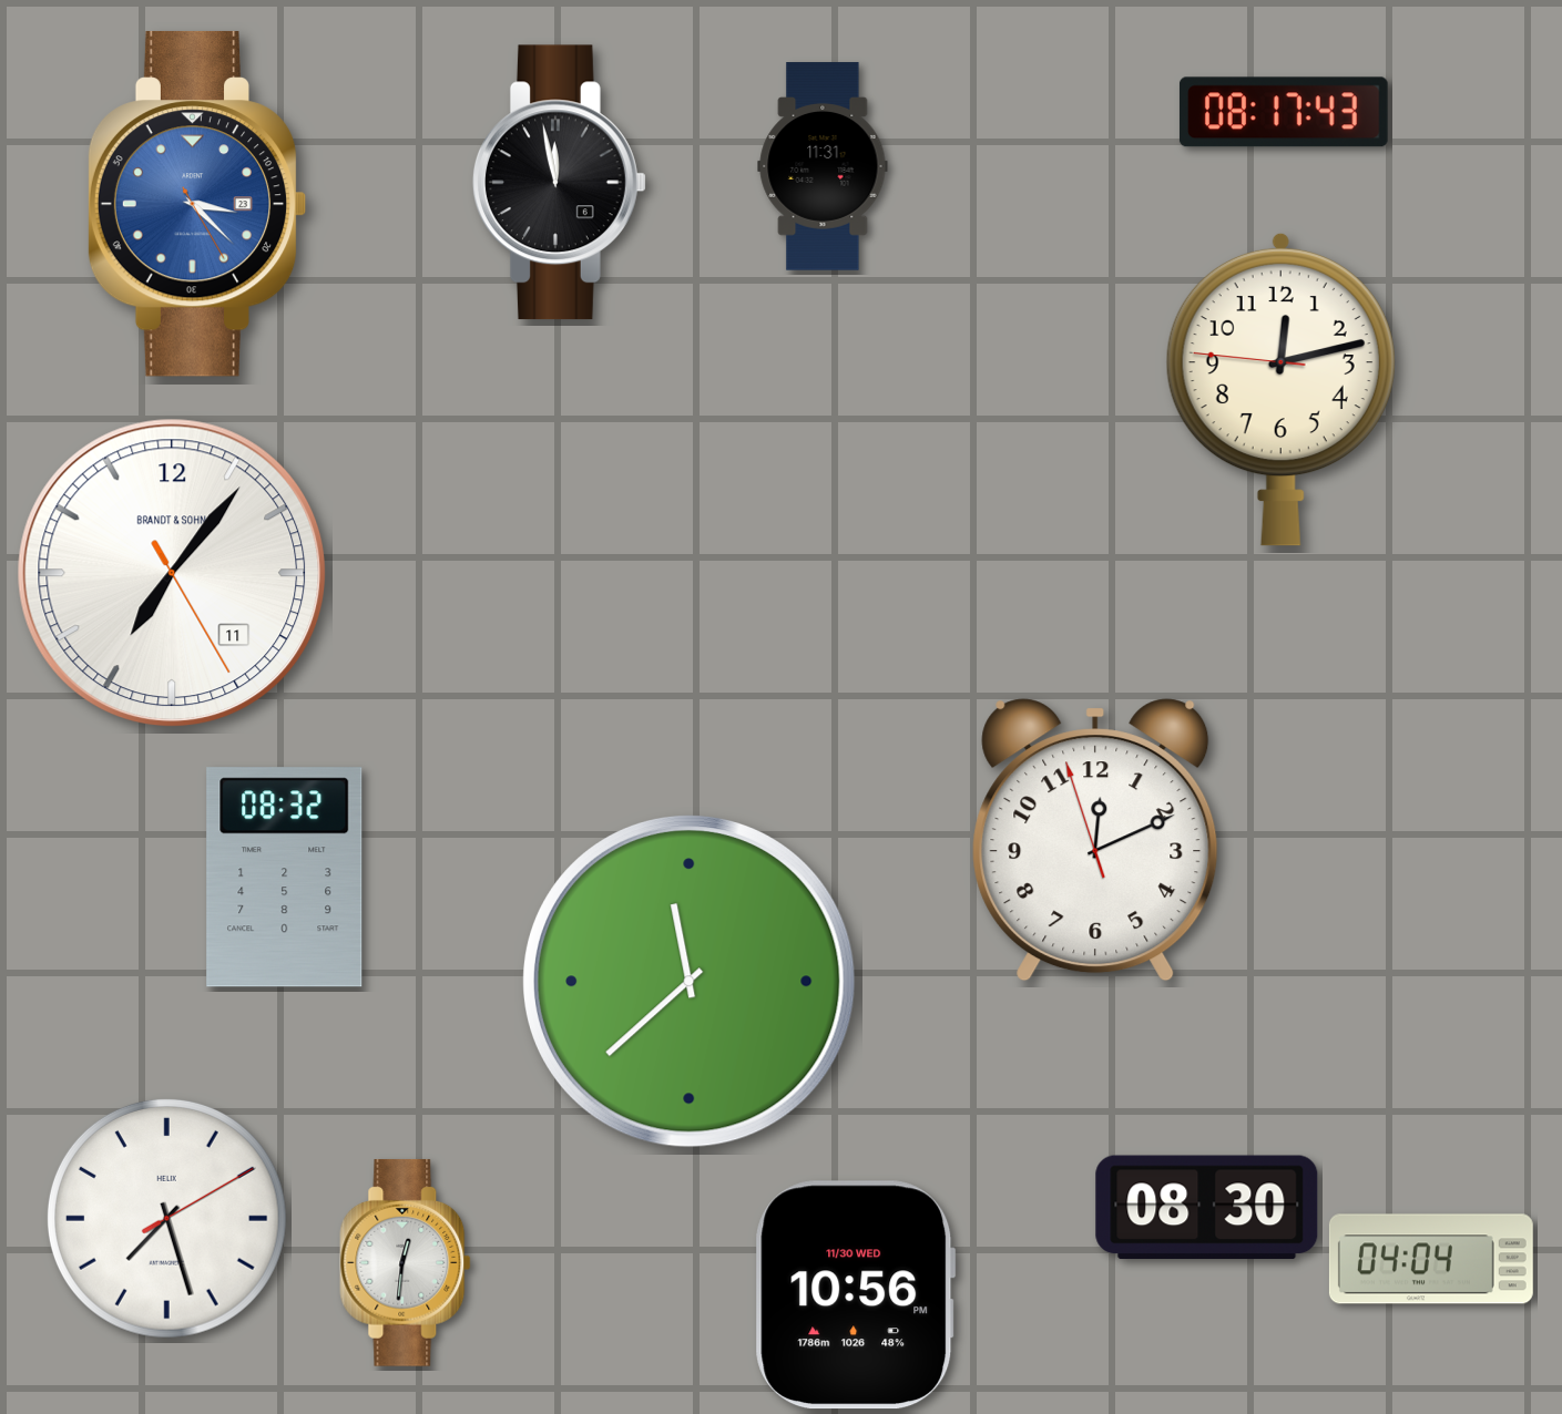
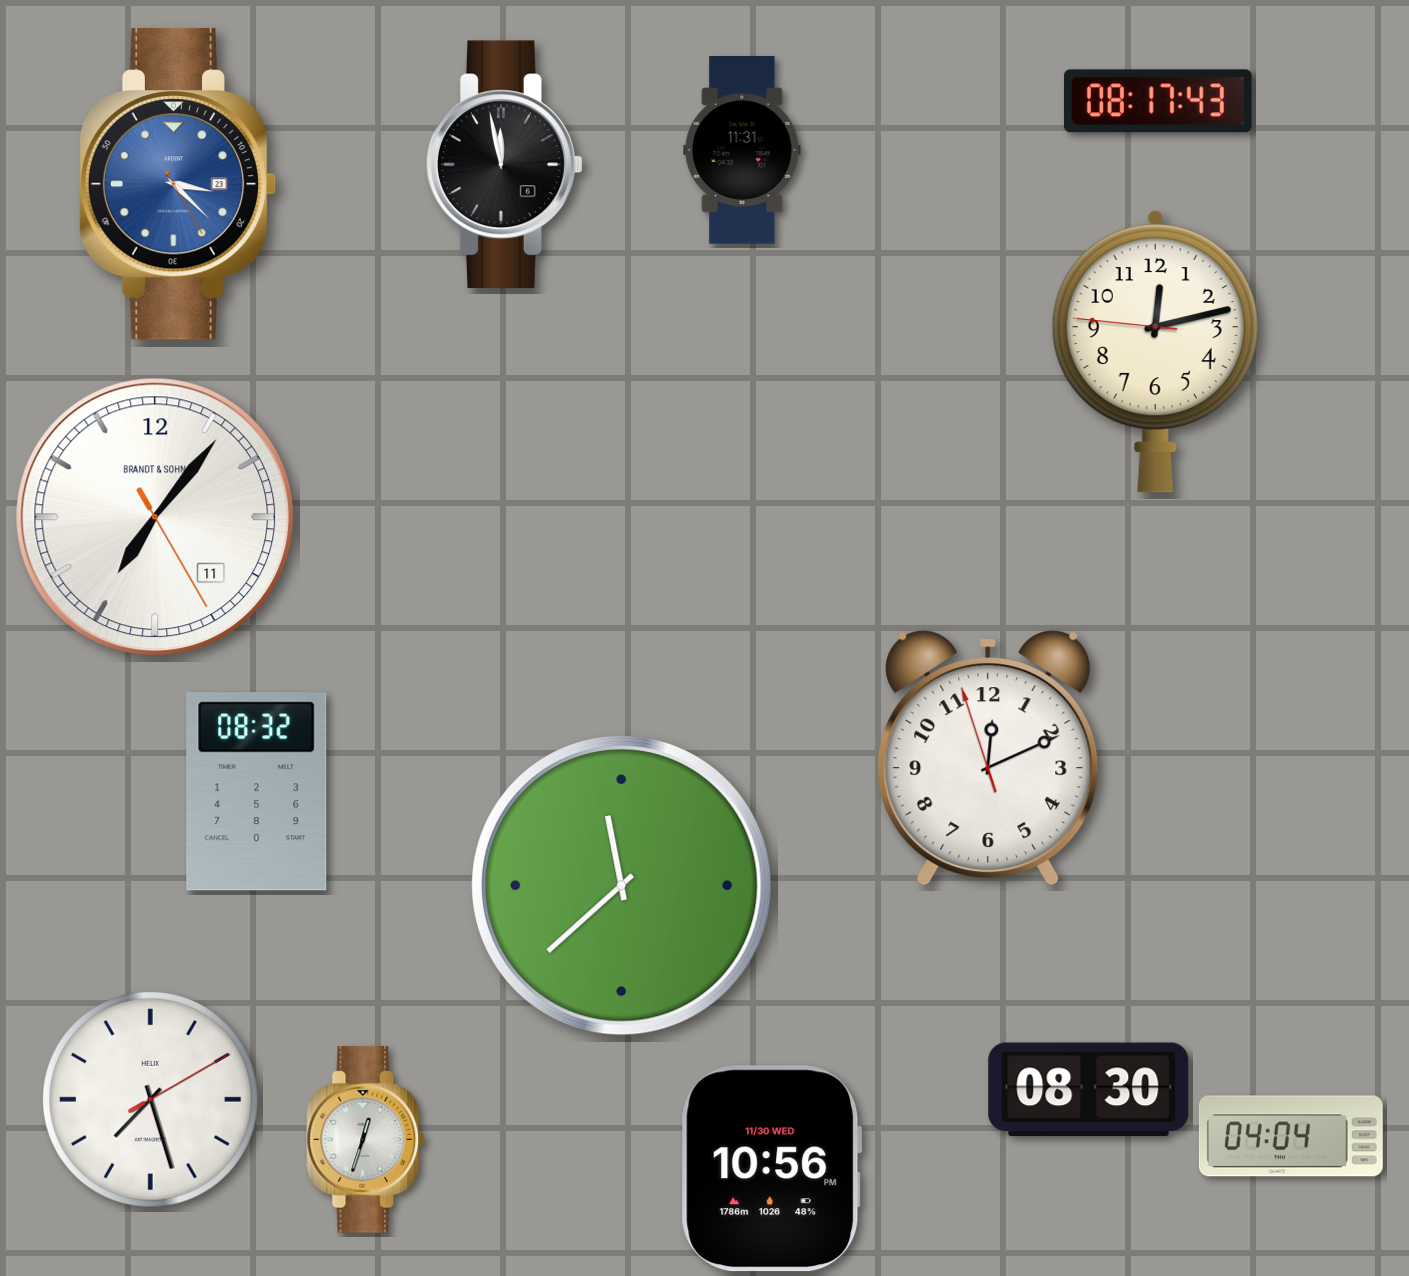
clock at (406, 1262): 12:31 -> 12:33
